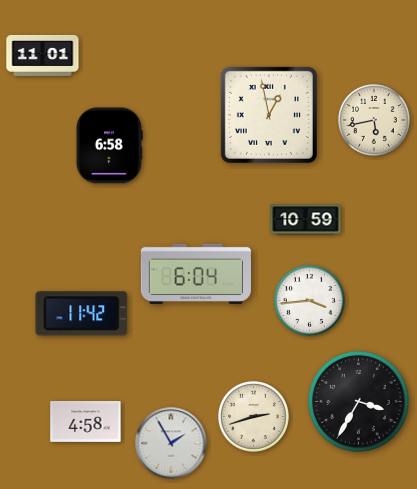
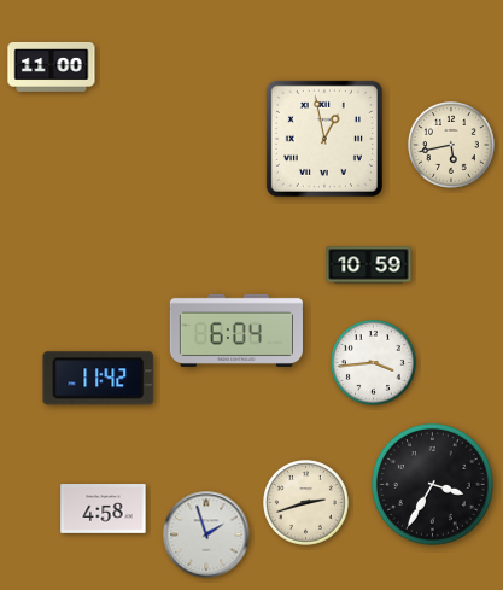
clock at (43, 56): 11:01 -> 11:00
clock at (109, 146): 6:58 -> none
clock at (171, 443): 1:55 -> 1:57
